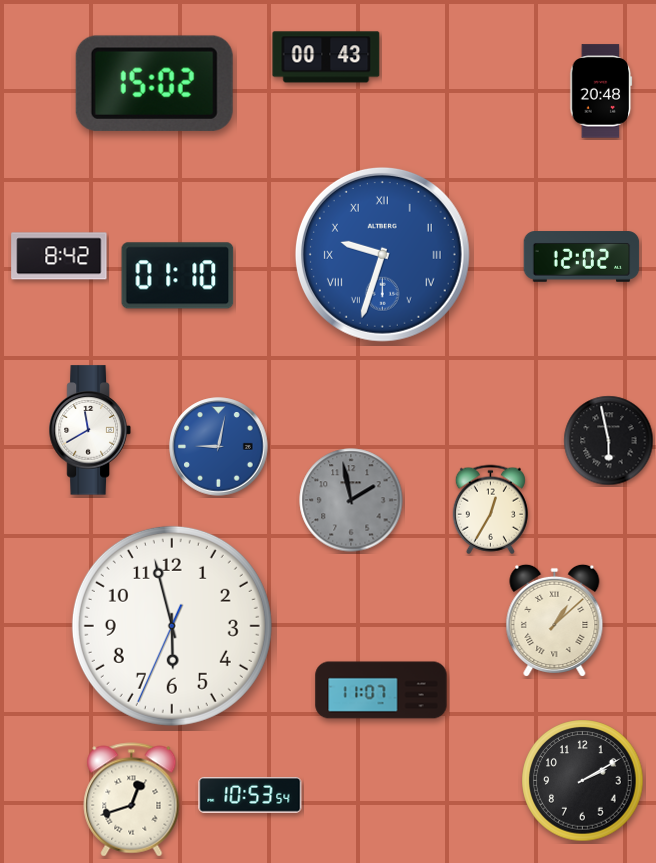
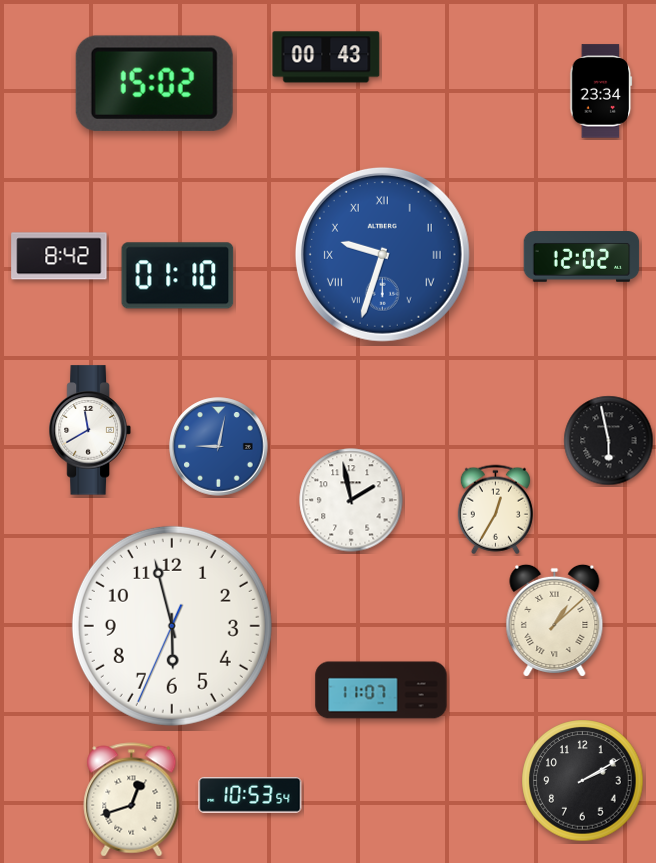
clock at (601, 91): 20:48 -> 23:34
clock at (351, 500) dial: grey -> white
clock at (490, 510) position: (490, 510) -> (495, 510)
